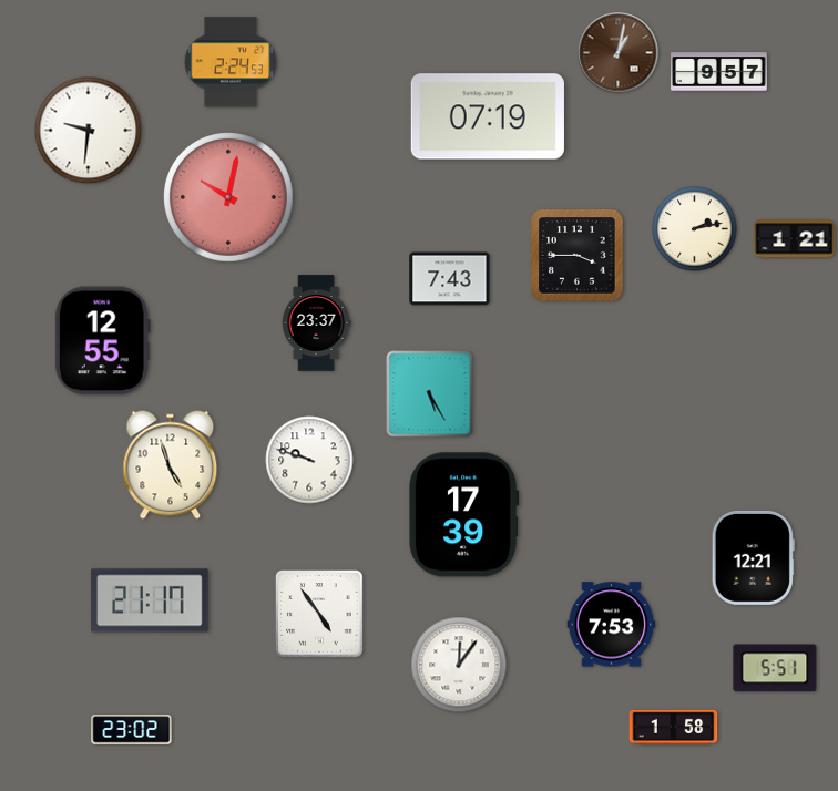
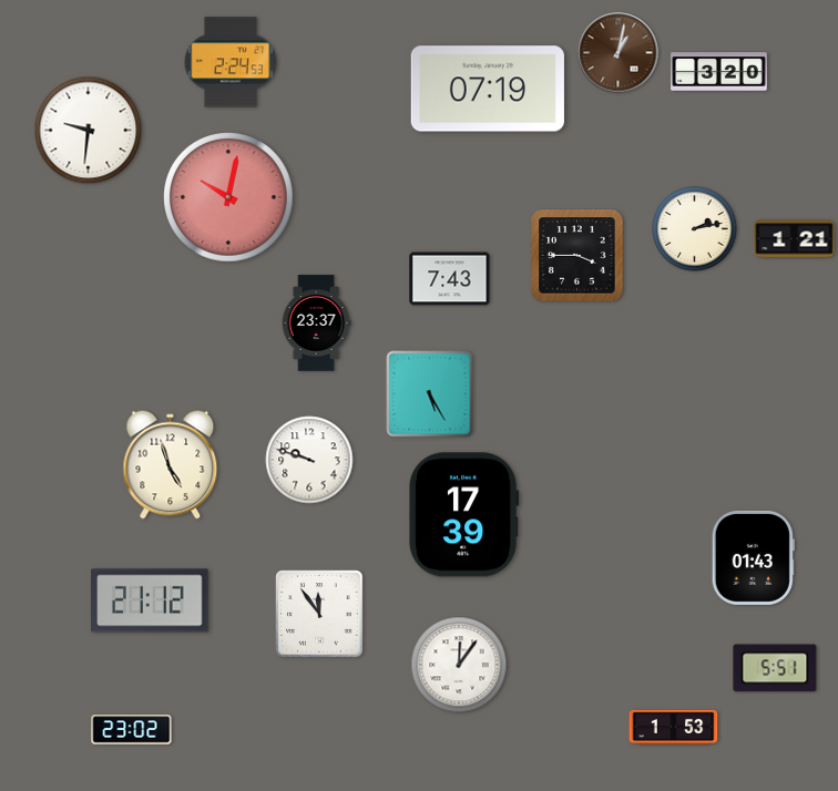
clock at (719, 72): 9:57 -> 3:20
clock at (488, 116) position: (488, 116) -> (488, 89)
clock at (102, 341): 12:55 -> none
clock at (753, 557): 12:21 -> 01:43
clock at (150, 600): 21:17 -> 21:12
clock at (319, 614): 4:54 -> 11:54
clock at (612, 625): 7:53 -> none
clock at (674, 727): 1:58 -> 1:53
